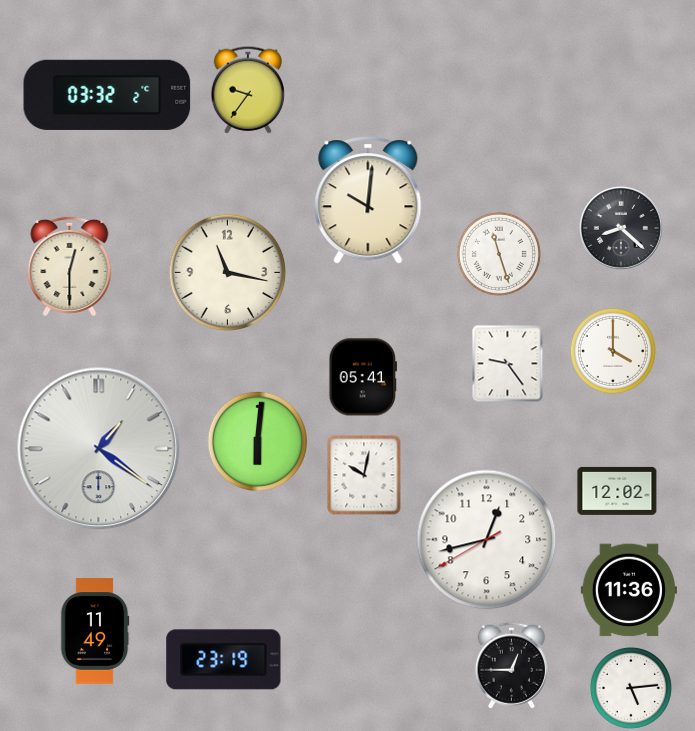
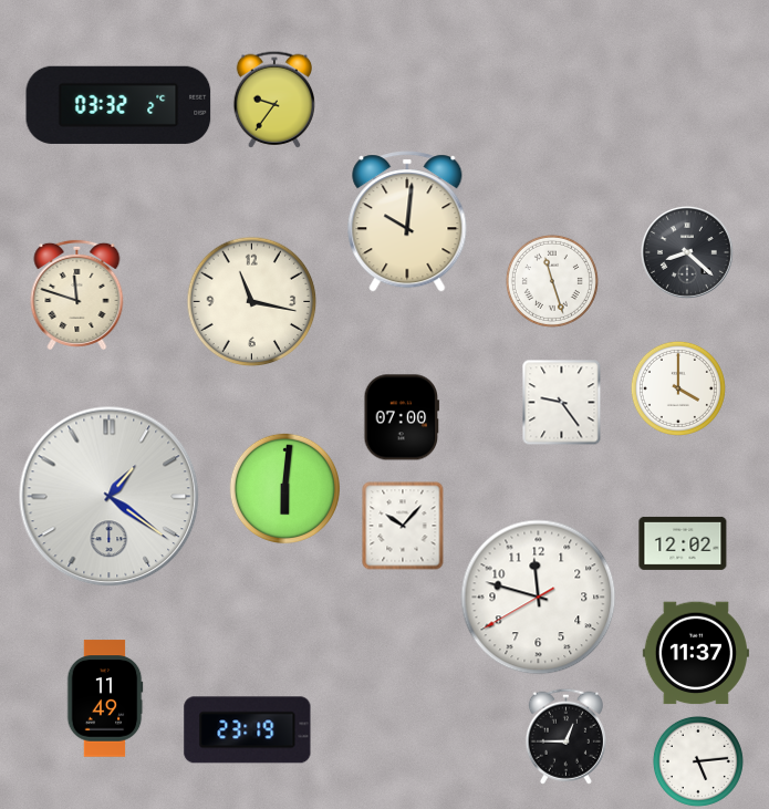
clock at (70, 266): 12:30 -> 11:48
clock at (363, 377): 05:41 -> 07:00
clock at (364, 475): 10:02 -> 10:07
clock at (487, 540): 12:42 -> 11:47
clock at (629, 590): 11:36 -> 11:37
